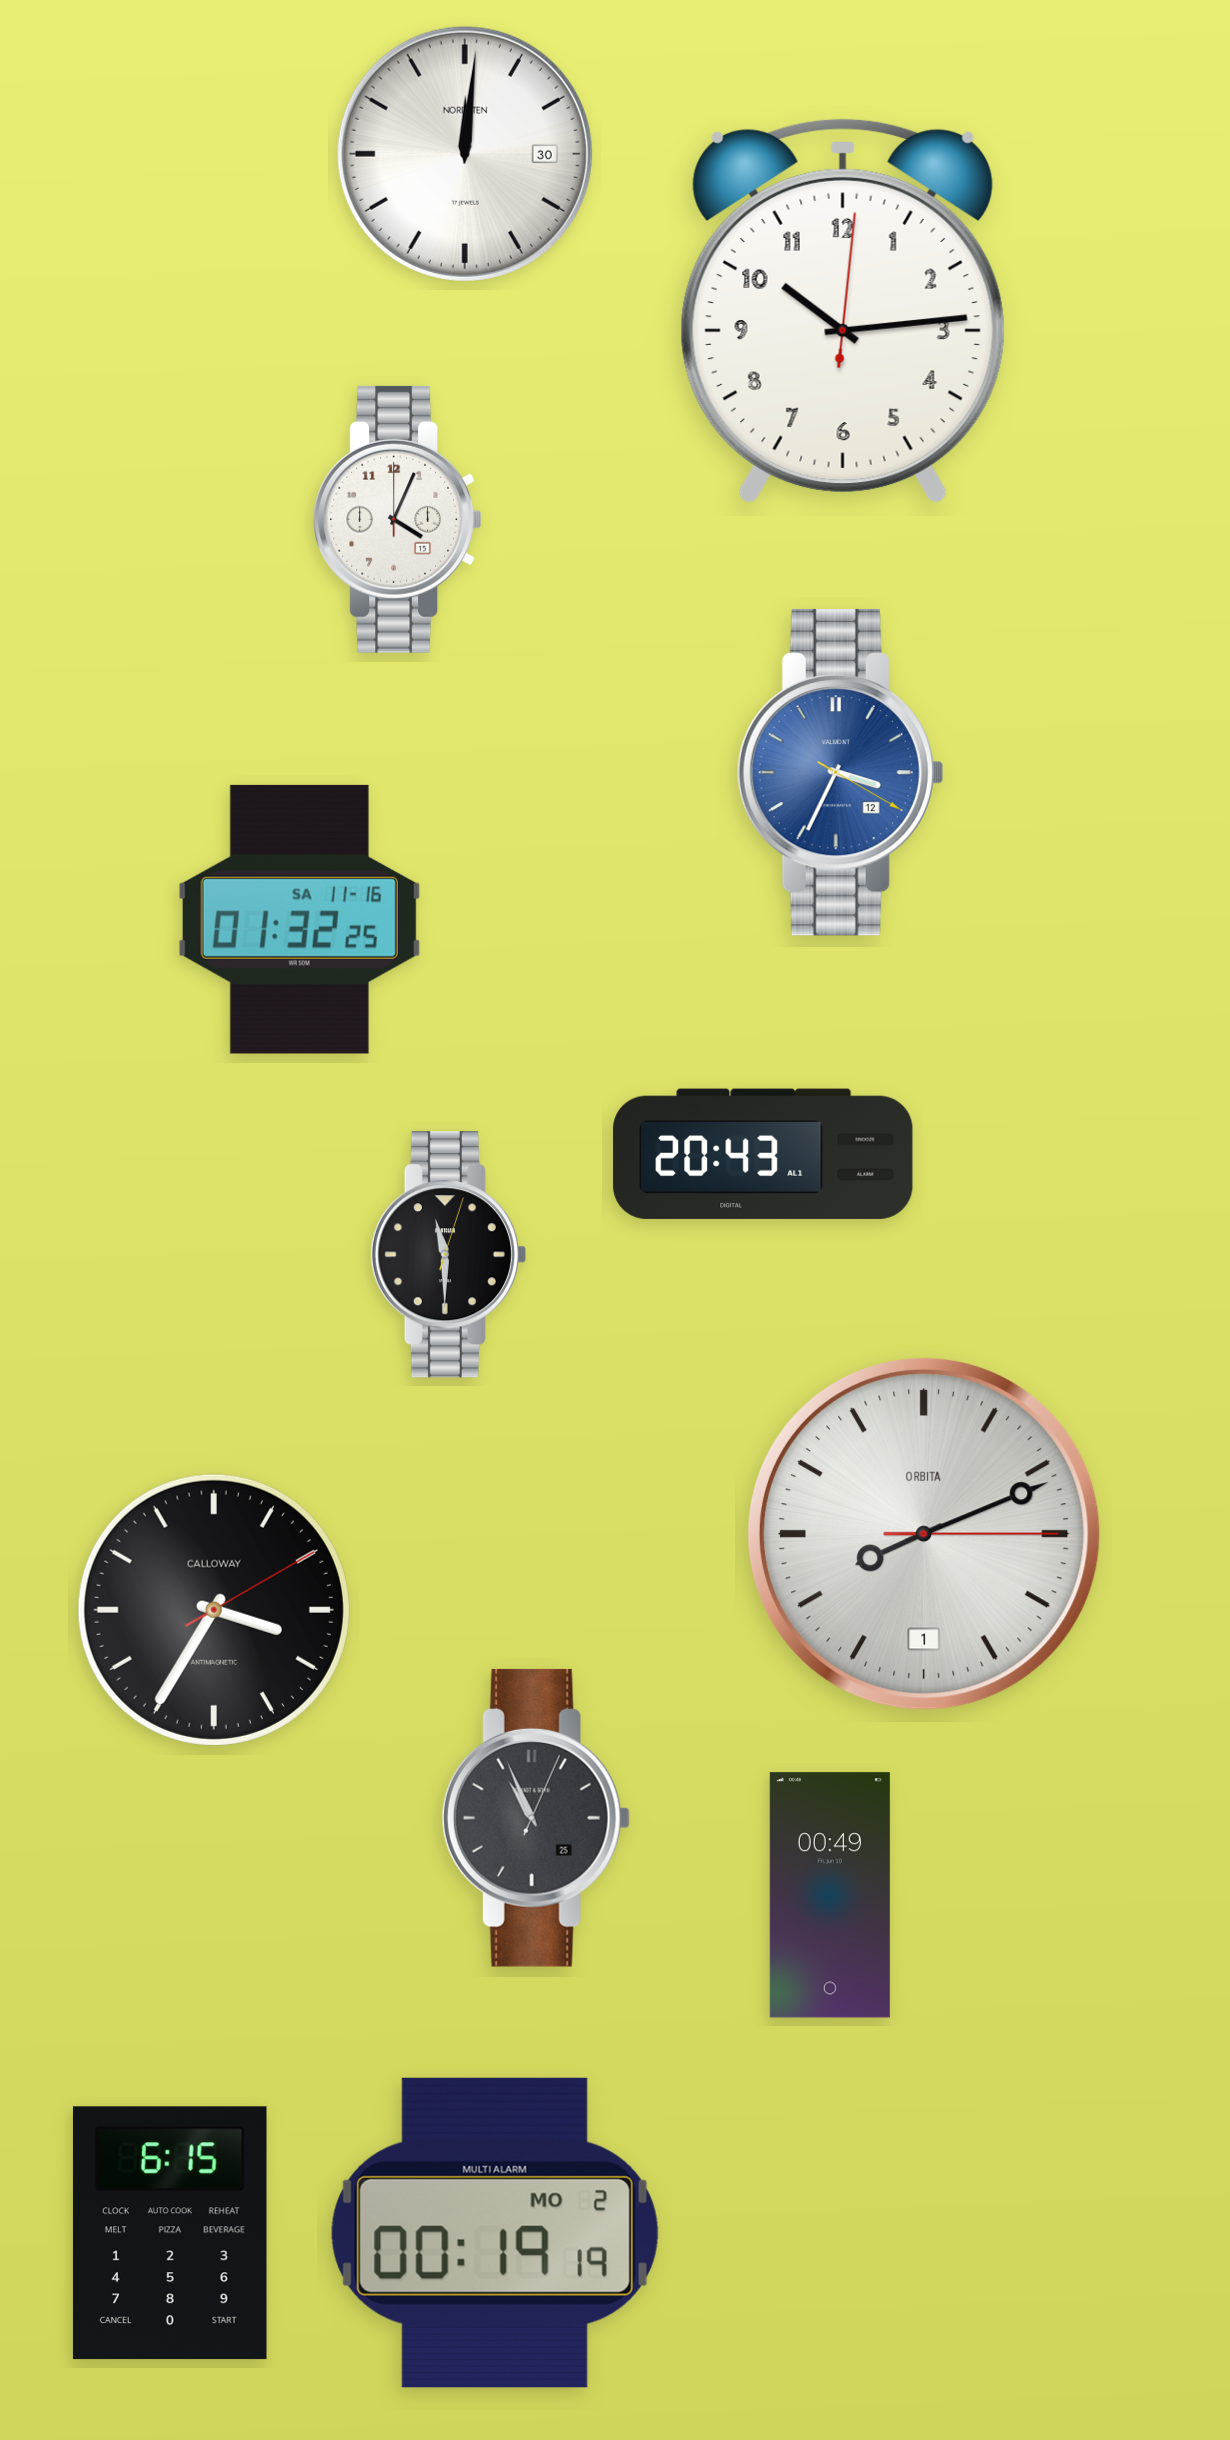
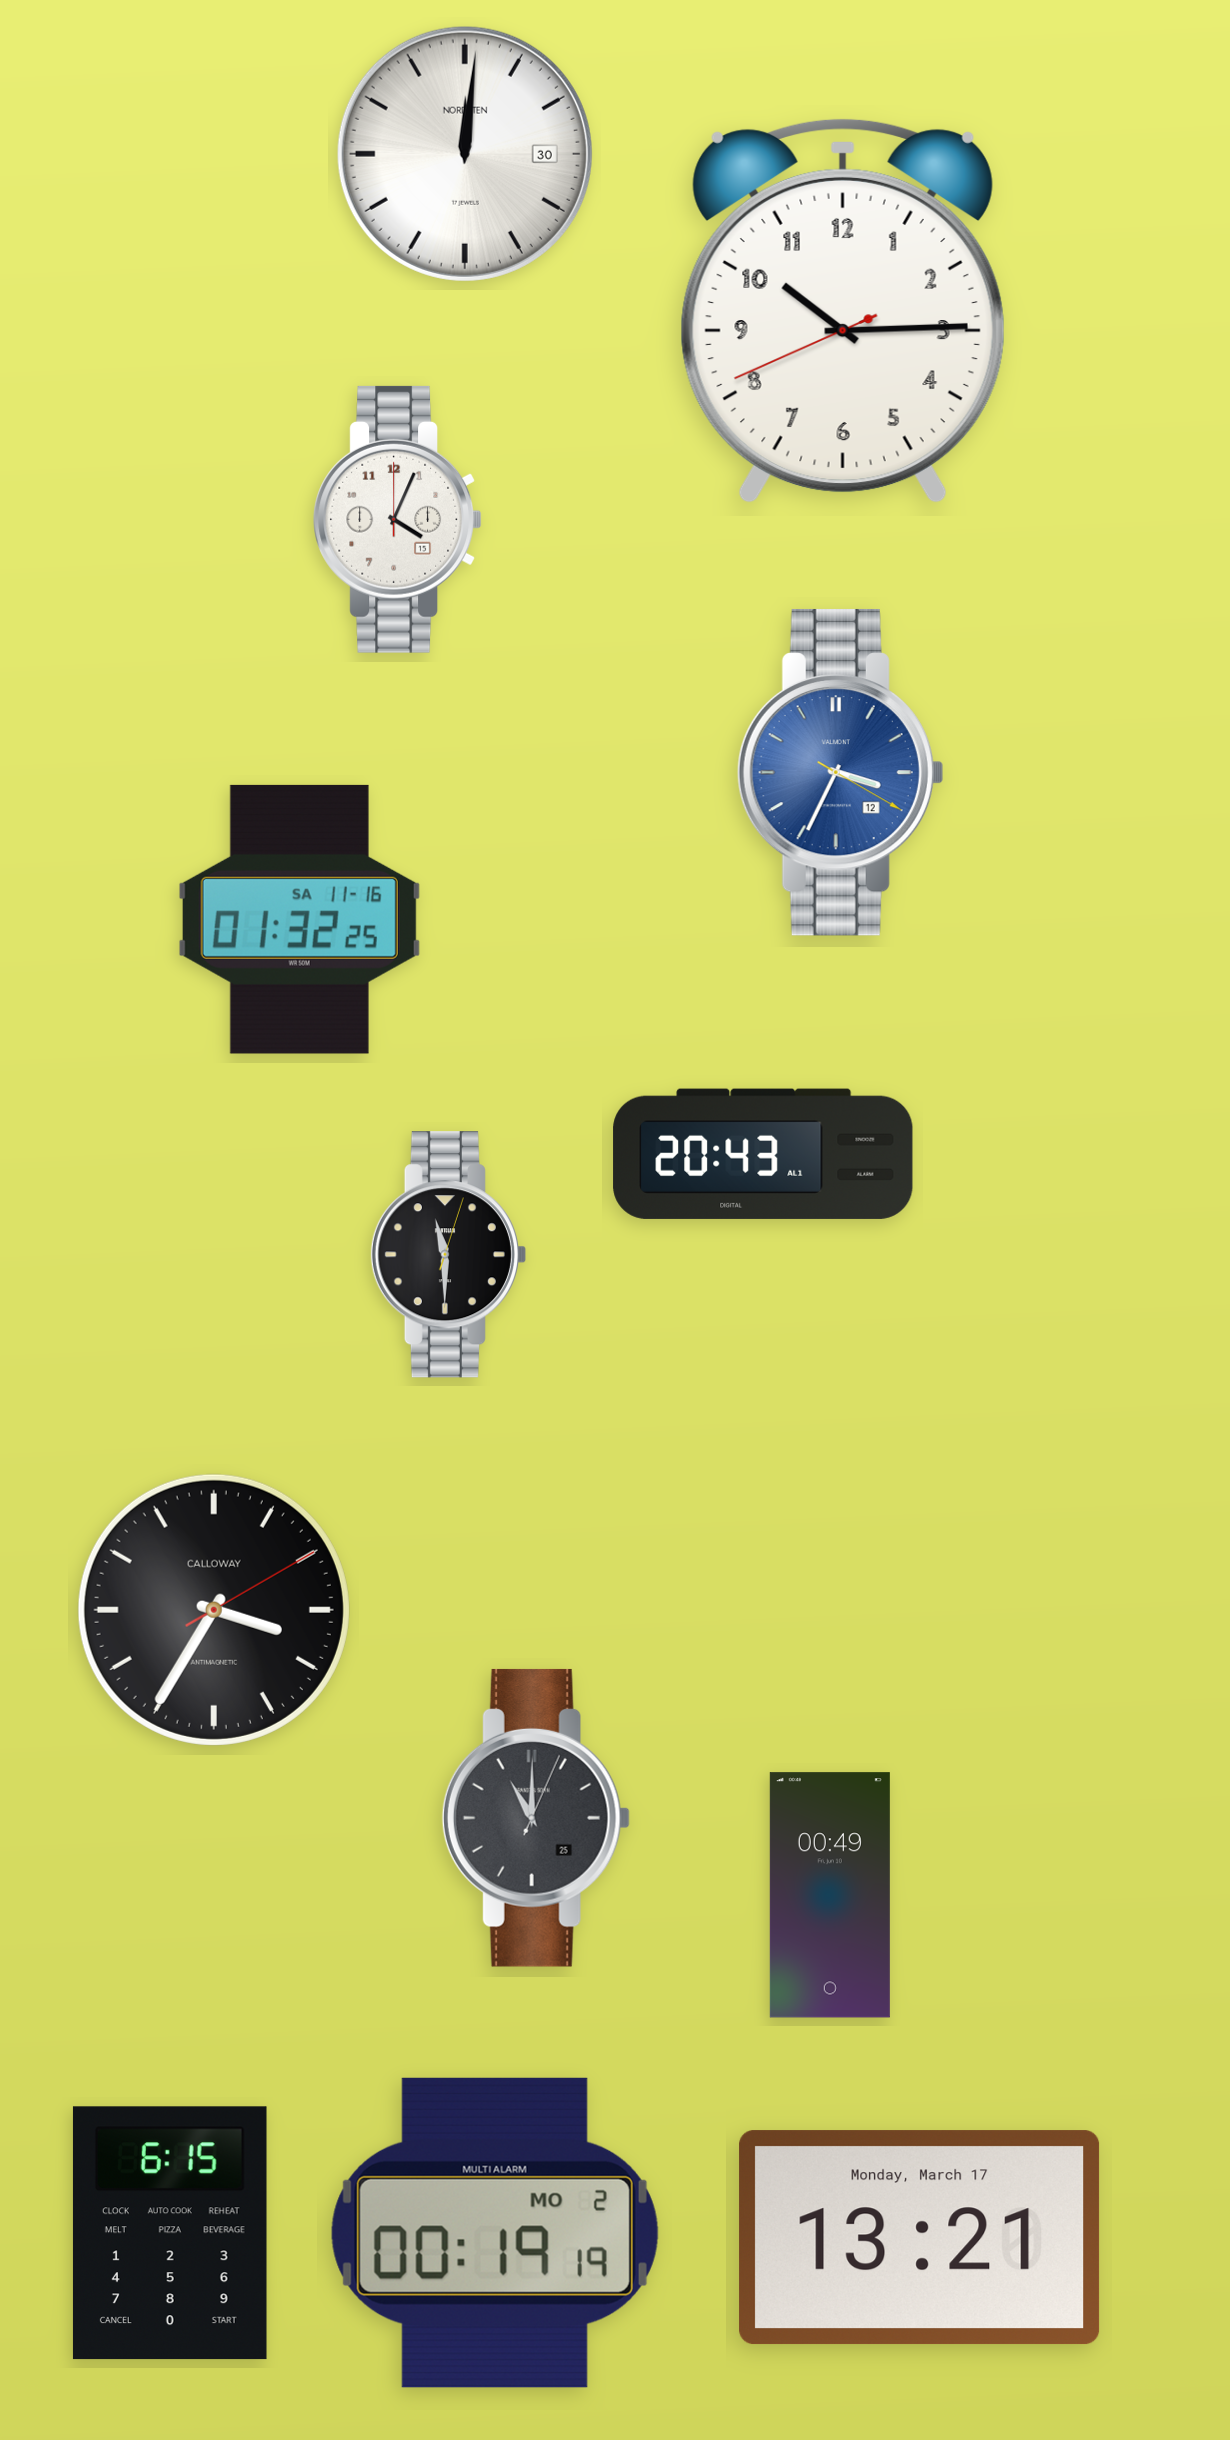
clock at (843, 311): 10:14:01 -> 10:14:41
clock at (924, 1534): 8:11 -> none
clock at (536, 1818): 10:56 -> 11:00
clock at (920, 2238): none -> 13:21
